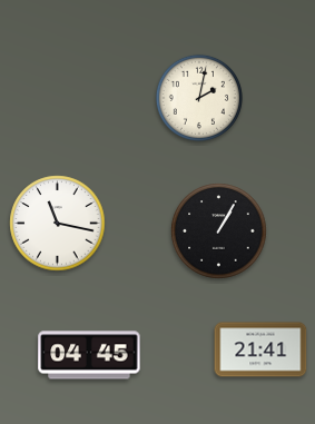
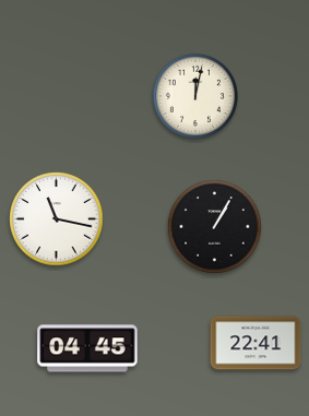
clock at (199, 98): 2:02 -> 12:02
clock at (260, 349): 21:41 -> 22:41
